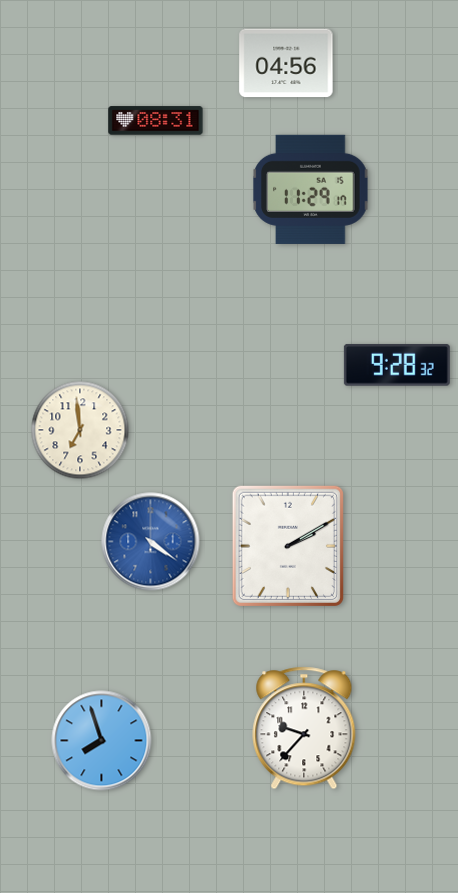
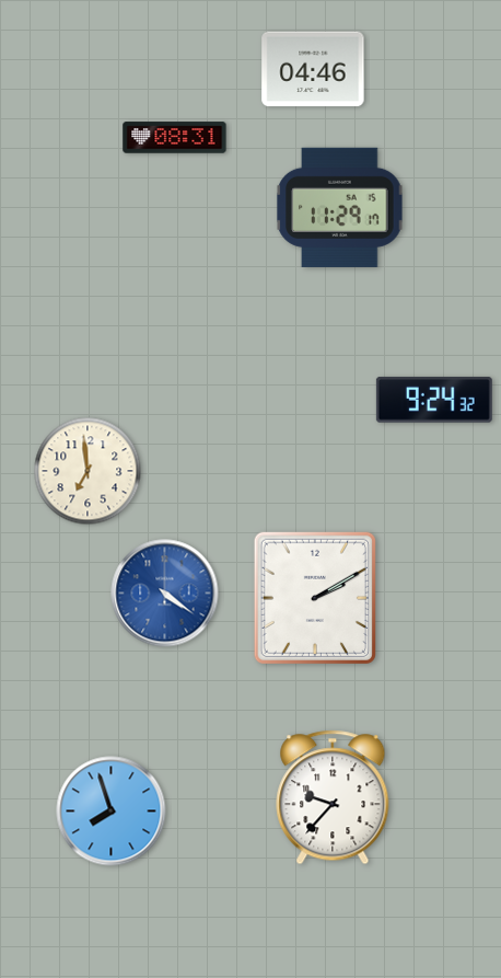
clock at (286, 63): 04:56 -> 04:46
clock at (156, 121) position: (156, 121) -> (175, 138)
clock at (397, 365): 9:28 -> 9:24
